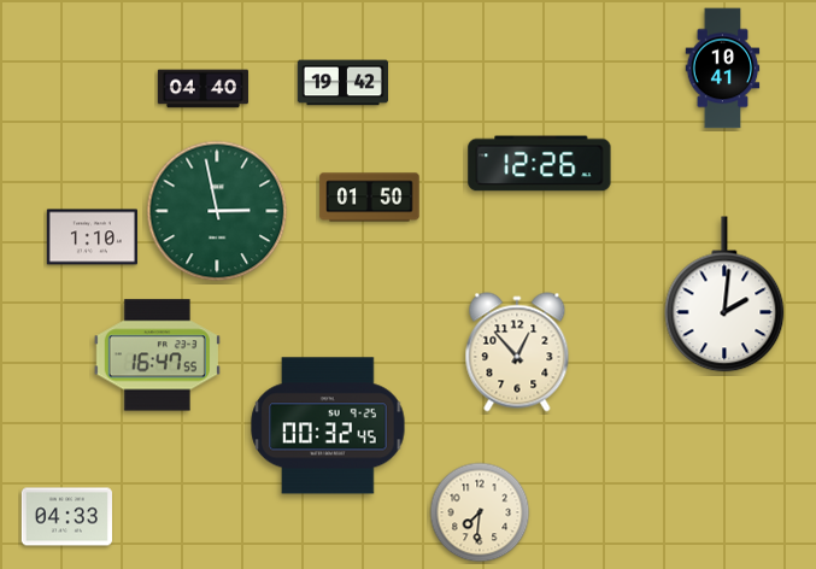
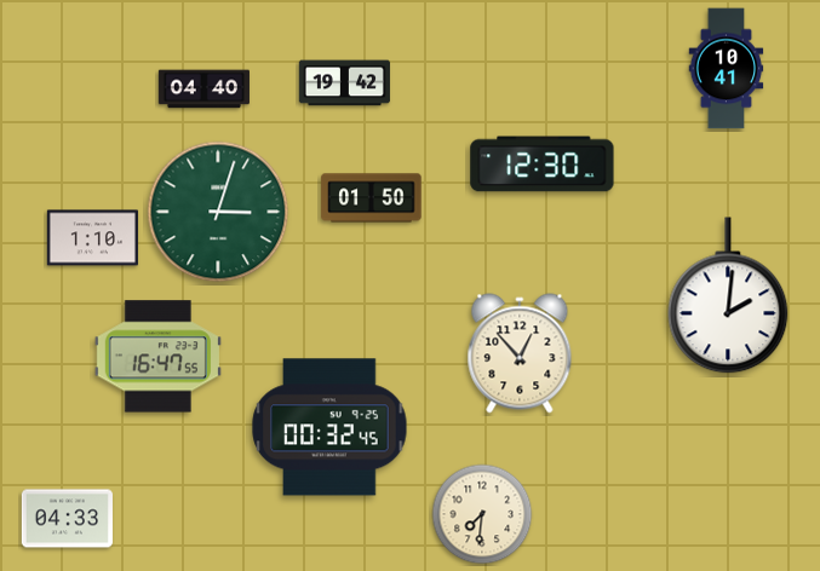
clock at (540, 164): 12:26 -> 12:30
clock at (217, 211): 2:58 -> 3:03
